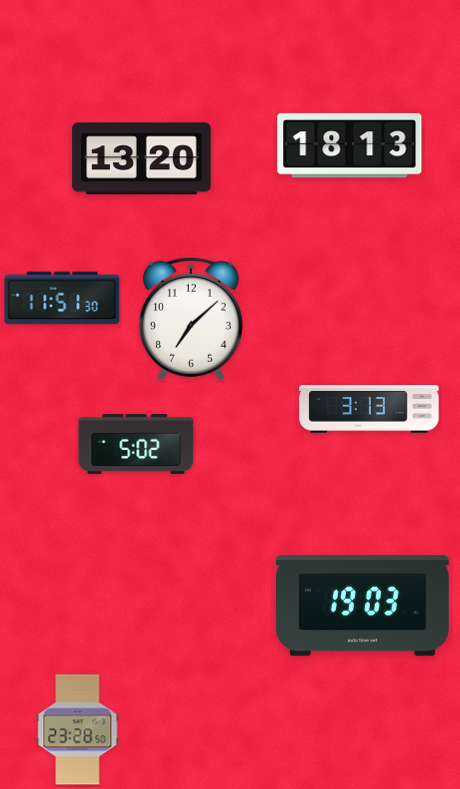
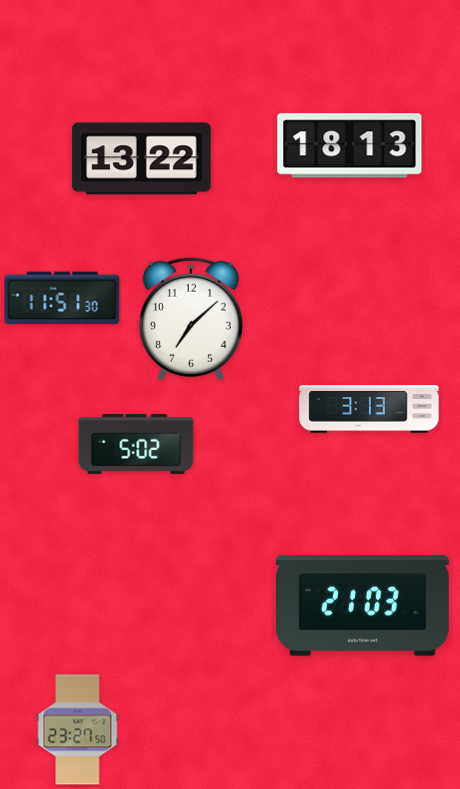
clock at (142, 159): 13:20 -> 13:22
clock at (363, 606): 19:03 -> 21:03
clock at (78, 730): 23:28 -> 23:27
